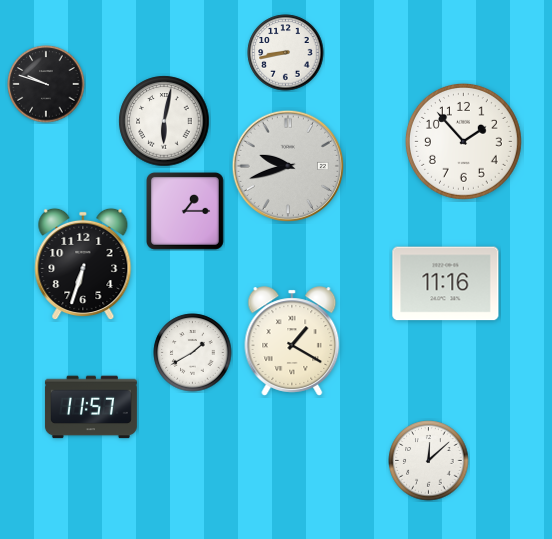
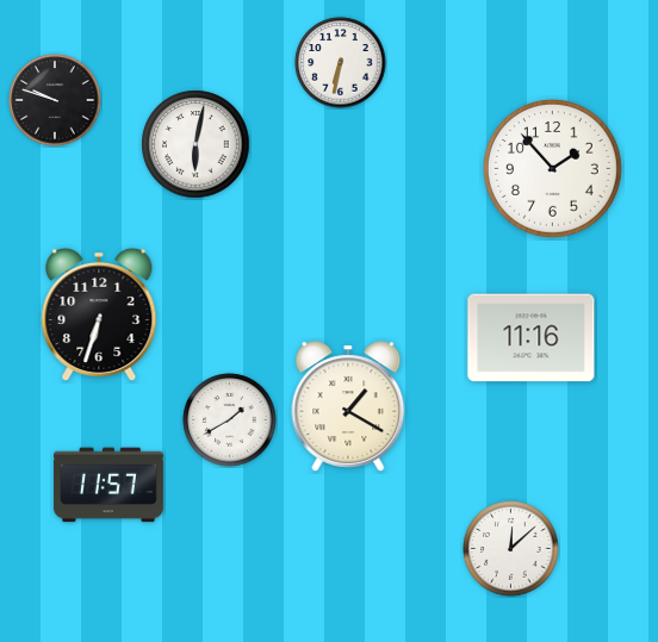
clock at (286, 53): 8:43 -> 6:32
clock at (287, 165): 9:42 -> none
clock at (185, 211): 1:15 -> none
